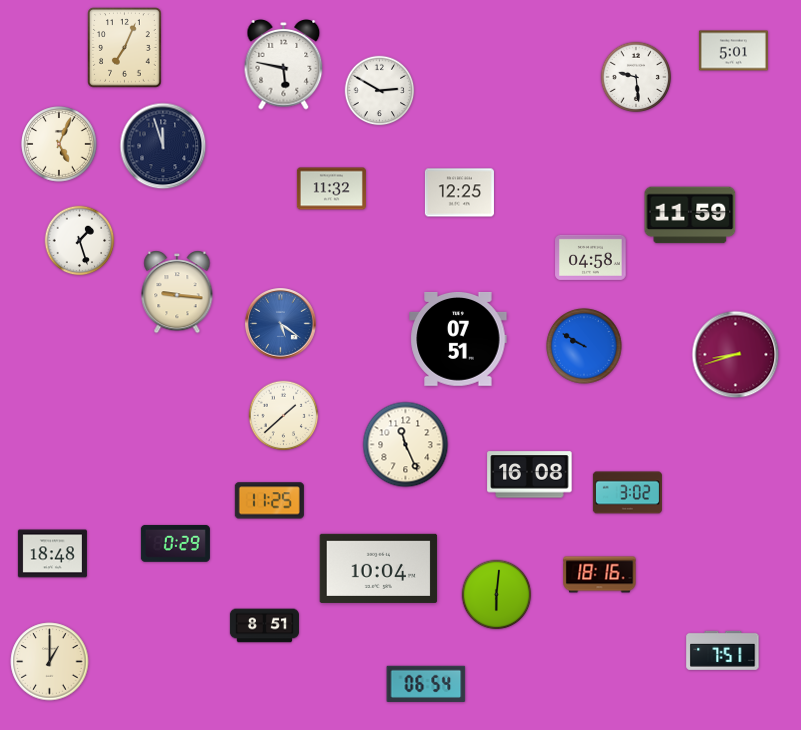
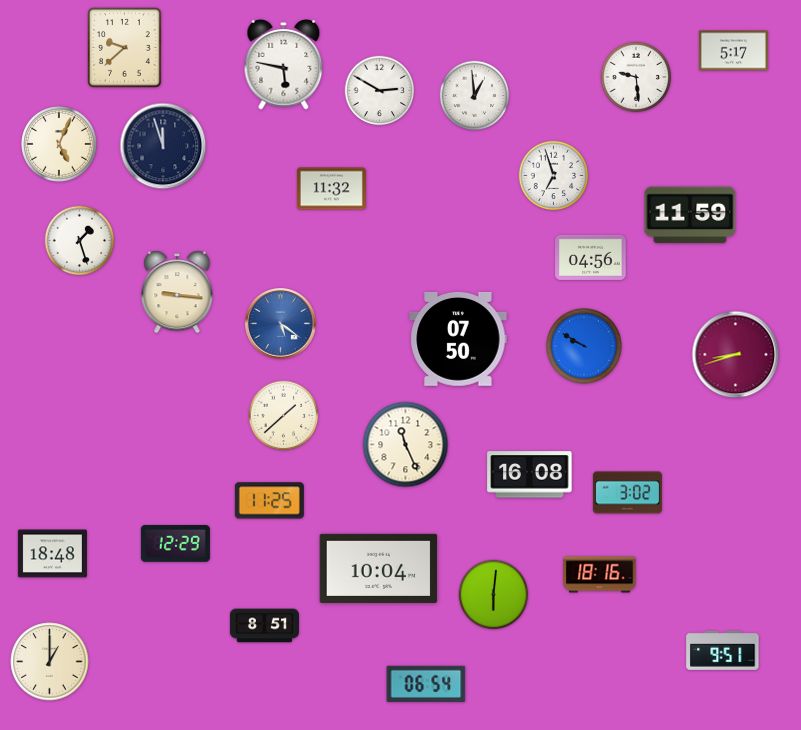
clock at (125, 48): 7:04 -> 9:38
clock at (733, 51): 5:01 -> 5:17
clock at (475, 96): none -> 12:59
clock at (554, 176): none -> 6:57
clock at (459, 193): 12:25 -> none
clock at (591, 257): 04:58 -> 04:56
clock at (458, 340): 07:51 -> 07:50
clock at (175, 543): 0:29 -> 12:29
clock at (497, 595) position: (497, 595) -> (494, 595)
clock at (723, 650): 7:51 -> 9:51
